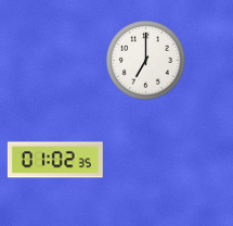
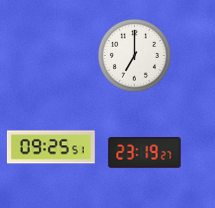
clock at (55, 160): 01:02 -> 09:25
clock at (145, 153): none -> 23:19
